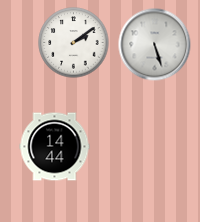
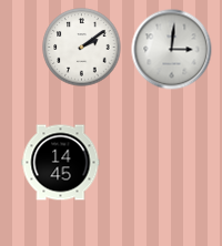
clock at (155, 45): 5:27 -> 3:01
clock at (55, 147): 14:44 -> 14:45
